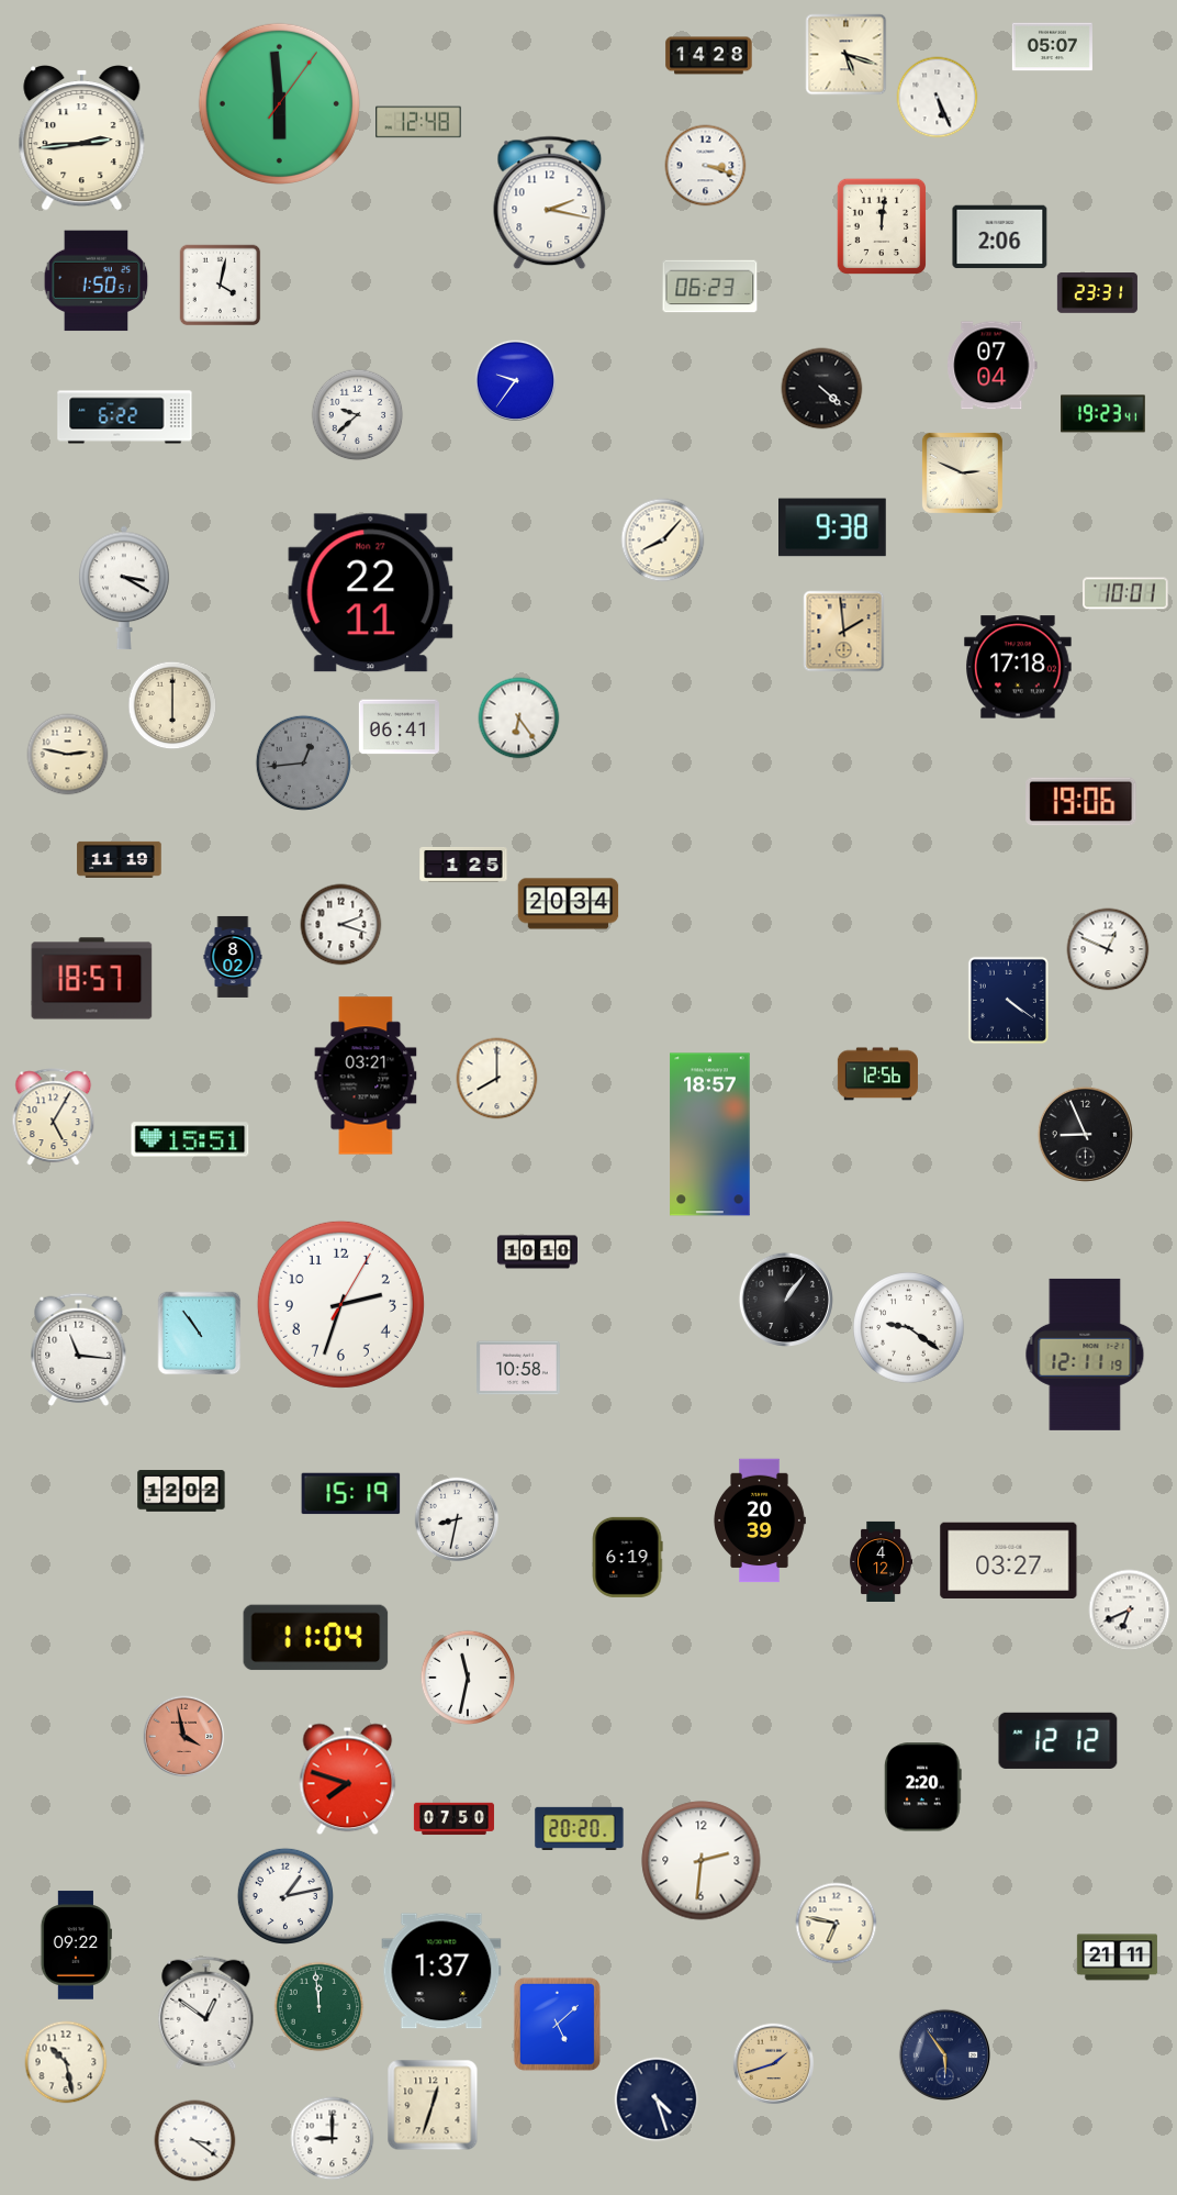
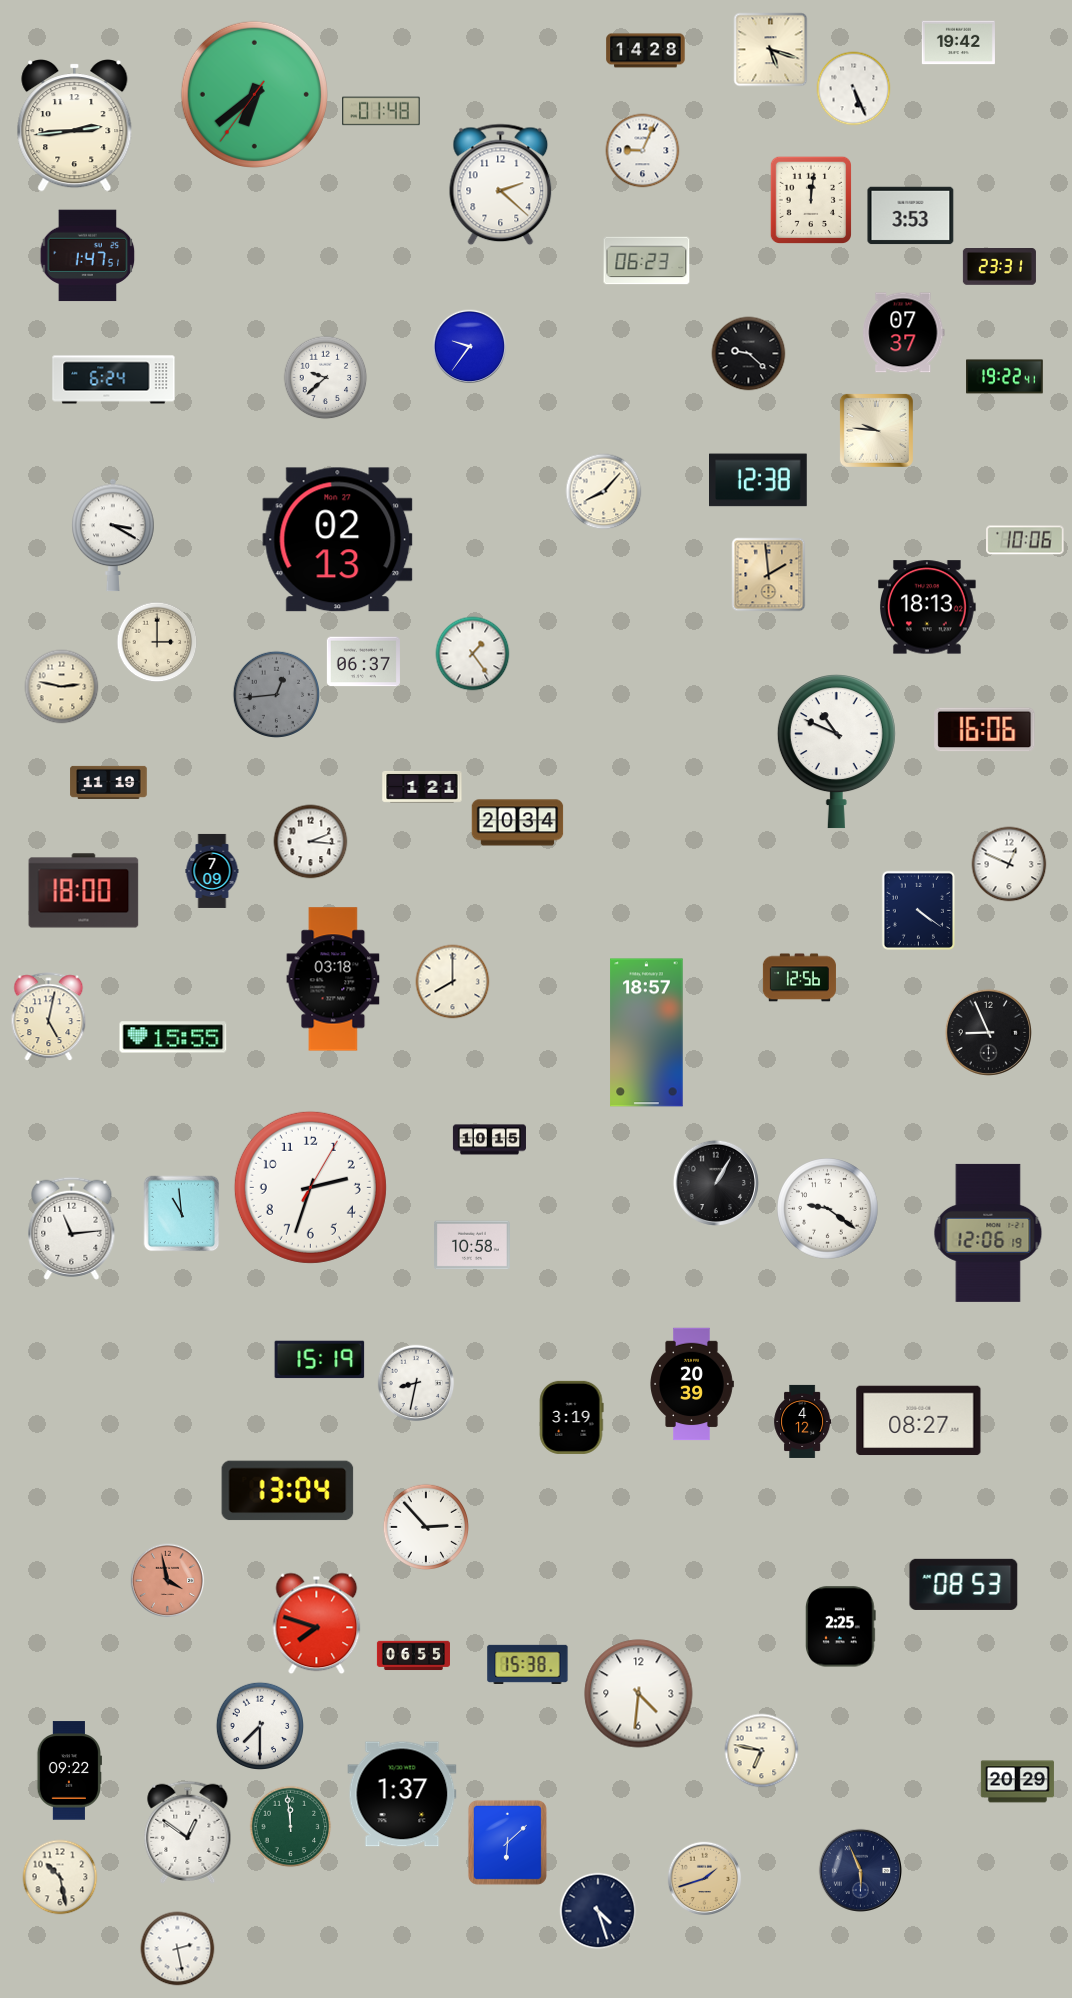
clock at (1052, 47): 05:07 -> 19:42
clock at (279, 103): 5:59 -> 6:38
clock at (418, 122): 12:48 -> 01:48
clock at (706, 166): 3:18 -> 9:04
clock at (550, 203): 2:17 -> 2:22
clock at (881, 226) position: (881, 226) -> (810, 200)
clock at (1000, 237): 2:06 -> 3:53
clock at (97, 281): 1:50 -> 1:47
clock at (221, 286): 4:02 -> none
clock at (993, 366): 07:04 -> 07:37
clock at (822, 389): 4:22 -> 9:22
clock at (1103, 414): 19:23 -> 19:22
clock at (125, 417): 6:22 -> 6:24
clock at (962, 472): 2:49 -> 9:46
clock at (832, 527): 9:38 -> 12:38
clock at (371, 593): 22:11 -> 02:13
clock at (1125, 593): 10:01 -> 10:06
clock at (1019, 667): 17:18 -> 18:13
clock at (172, 705): 6:00 -> 3:00
clock at (519, 718): 6:24 -> 1:24
clock at (399, 727): 06:41 -> 06:37
clock at (1081, 802): 19:06 -> 16:06
clock at (836, 752): none -> 10:49
clock at (463, 865): 1:25 -> 1:21
clock at (341, 925): 2:18 -> 2:16
clock at (233, 957): 8:02 -> 7:09
clock at (92, 979): 18:57 -> 18:00
clock at (366, 1076): 03:21 -> 03:18
clock at (54, 1117): 5:05 -> 5:02
clock at (190, 1139): 15:51 -> 15:55
clock at (537, 1252): 10:10 -> 10:15
clock at (786, 1300): 1:06 -> 1:05
clock at (200, 1334): 10:54 -> 10:59
clock at (79, 1349): 11:16 -> 11:14
clock at (1085, 1355): 12:11 -> 12:06
clock at (181, 1491): 12:02 -> none
clock at (627, 1557): 6:19 -> 3:19
clock at (1009, 1561): 03:27 -> 08:27
clock at (1130, 1611): 6:41 -> none
clock at (316, 1638): 11:04 -> 13:04
clock at (468, 1678): 11:32 -> 2:53
clock at (1058, 1740): 12:12 -> 08:53
clock at (348, 1780) position: (348, 1780) -> (317, 1624)
clock at (923, 1787): 2:20 -> 2:25
clock at (453, 1819): 07:50 -> 06:55
clock at (580, 1828): 20:20 -> 15:38
clock at (702, 1861): 2:31 -> 4:31
clock at (284, 1895): 1:13 -> 7:30
clock at (1117, 1958): 21:11 -> 20:29
clock at (557, 2024): 5:08 -> 6:08
clock at (944, 2054): 5:54 -> 5:56
clock at (433, 2105): 12:33 -> none
clock at (333, 2139): 9:00 -> none
clock at (195, 2141): 3:21 -> 2:28
